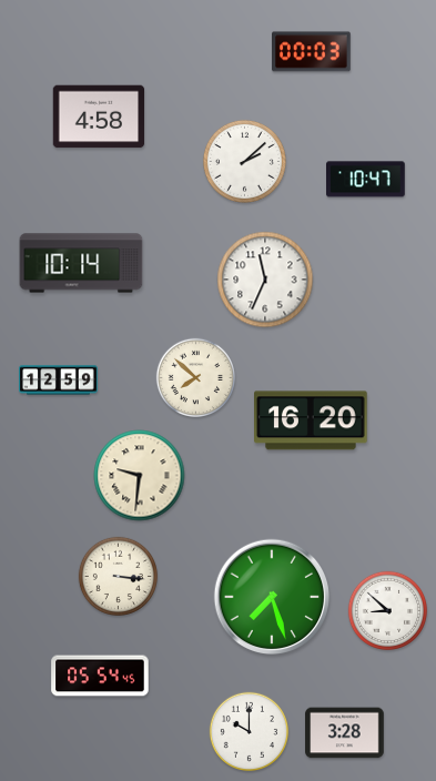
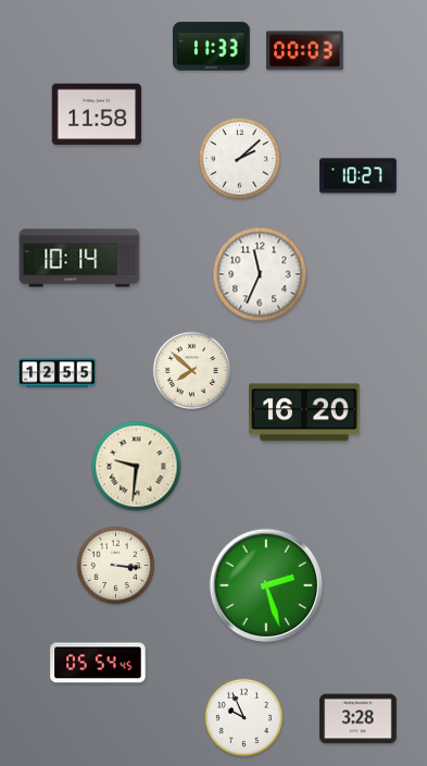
clock at (212, 47): none -> 11:33
clock at (99, 116): 4:58 -> 11:58
clock at (366, 180): 10:47 -> 10:27
clock at (59, 381): 12:59 -> 12:55
clock at (272, 597): 7:27 -> 2:27
clock at (387, 610): 8:52 -> none
clock at (249, 731): 10:00 -> 9:56
clock at (345, 733) position: (345, 733) -> (359, 719)
